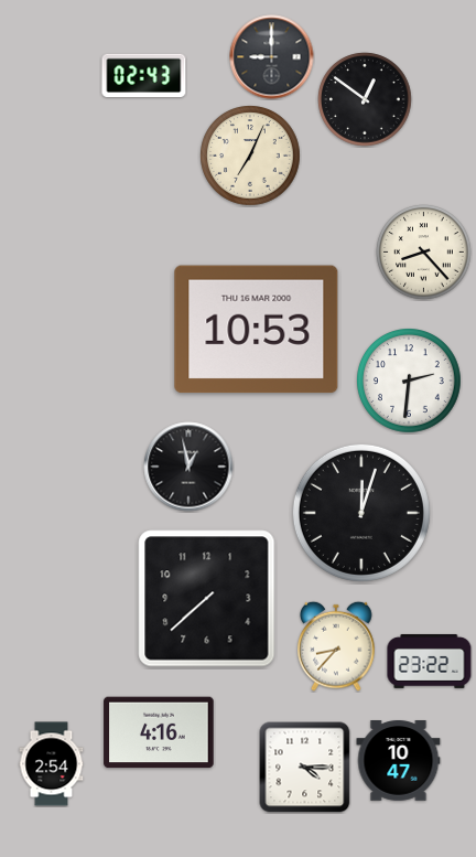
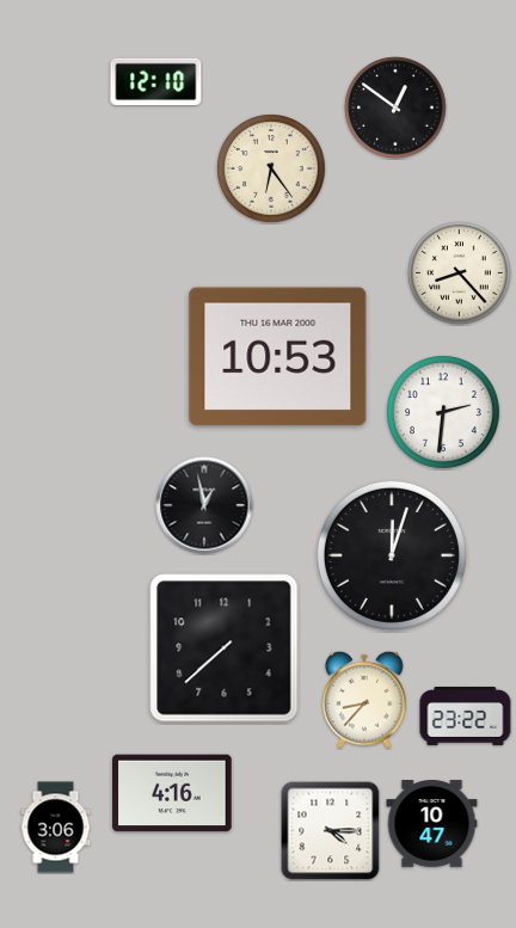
clock at (272, 57): 9:00 -> none
clock at (144, 76): 02:43 -> 12:10
clock at (250, 156): 7:04 -> 6:24
clock at (52, 764): 2:54 -> 3:06
